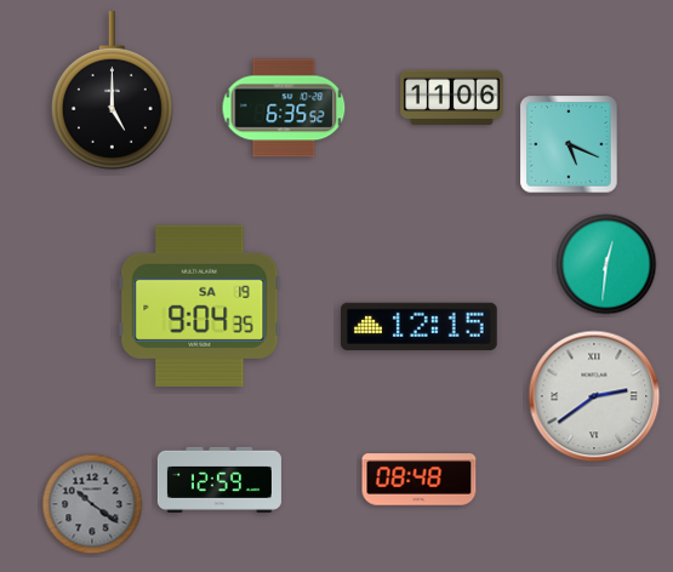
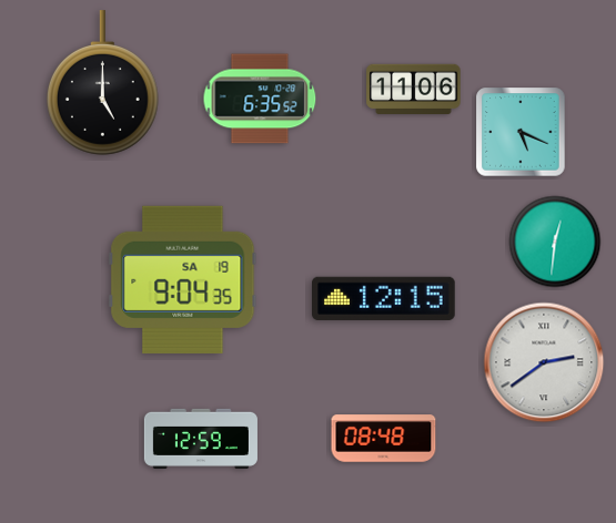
clock at (92, 504): 10:21 -> none
